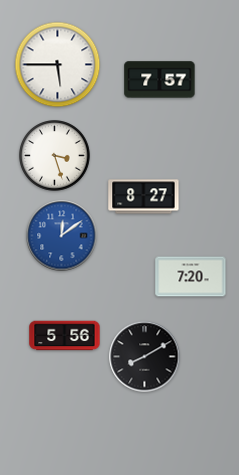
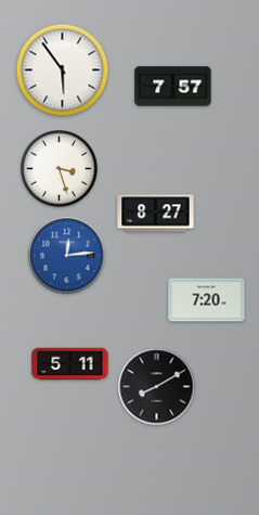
clock at (58, 65): 5:45 -> 5:54
clock at (62, 236): 12:09 -> 12:14
clock at (65, 336): 5:56 -> 5:11
